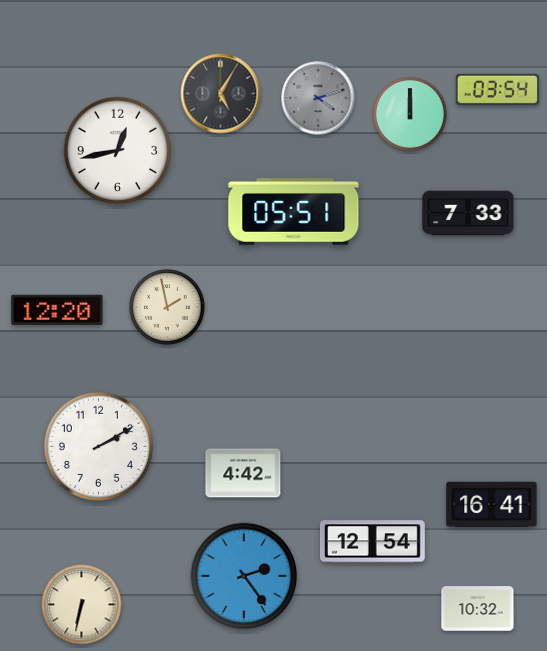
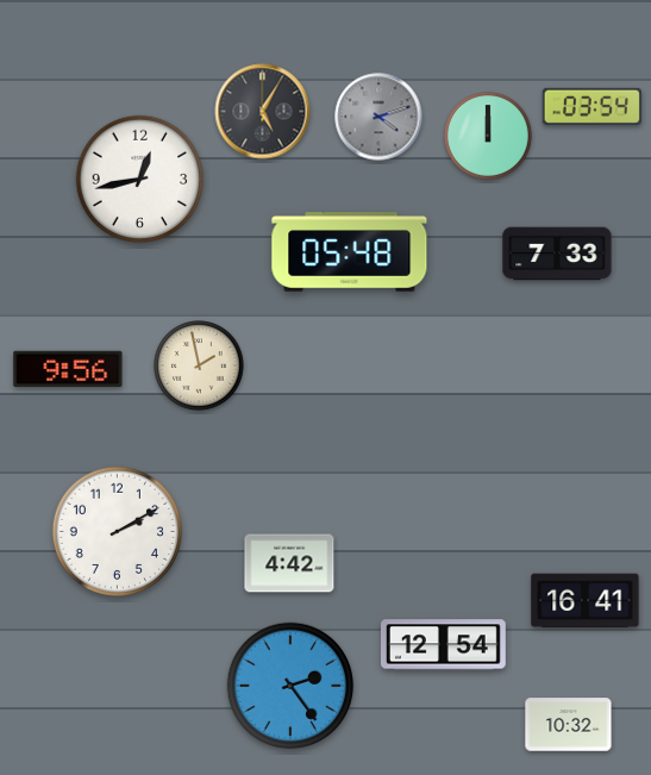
clock at (294, 212): 05:51 -> 05:48
clock at (57, 309): 12:20 -> 9:56
clock at (82, 605): 6:32 -> none
